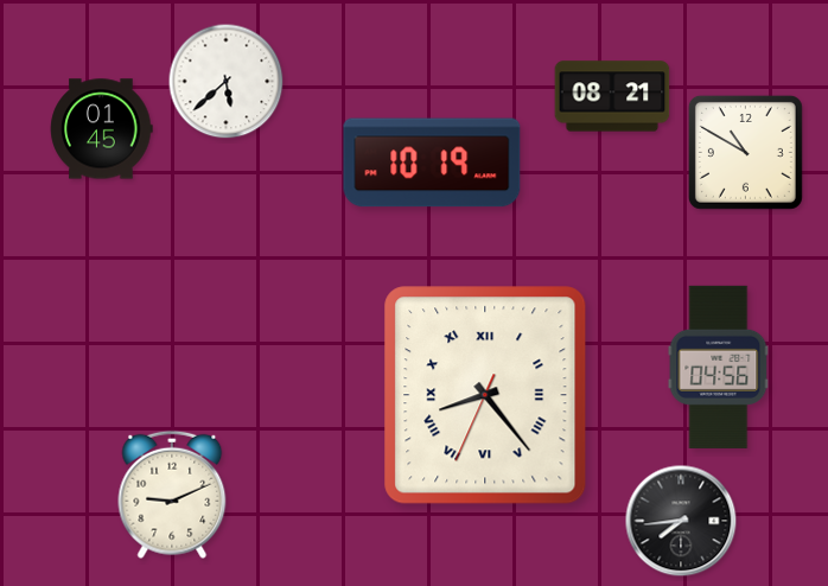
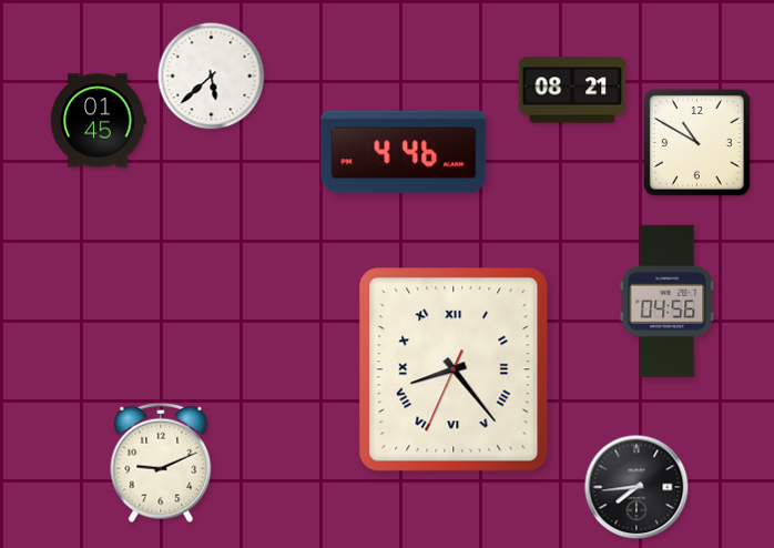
clock at (102, 129) position: (102, 129) -> (99, 121)
clock at (432, 163): 10:19 -> 4:46
clock at (719, 367) position: (719, 367) -> (668, 301)
